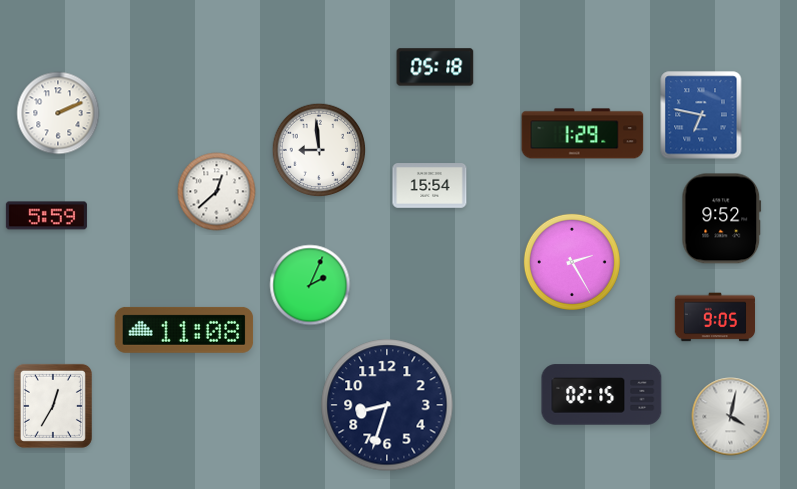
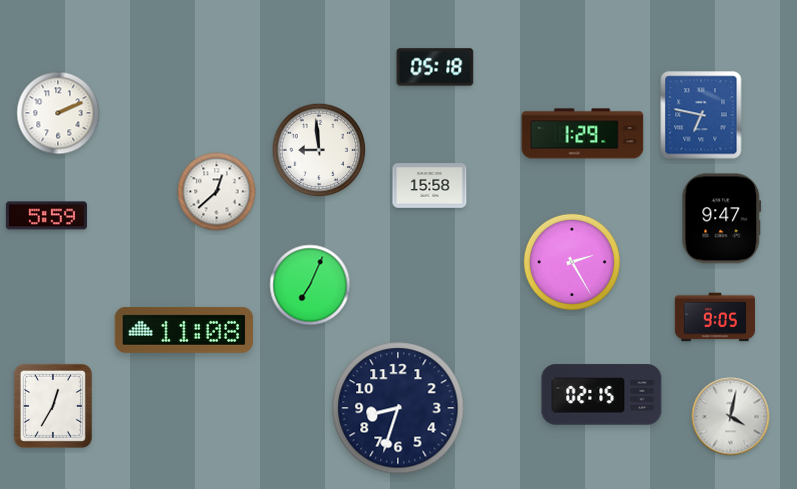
clock at (430, 186): 15:54 -> 15:58
clock at (722, 219): 9:52 -> 9:47
clock at (310, 285): 2:04 -> 7:04
clock at (387, 405) position: (387, 405) -> (398, 408)
